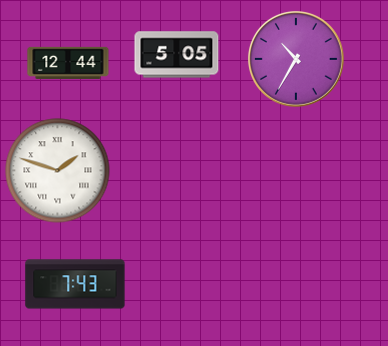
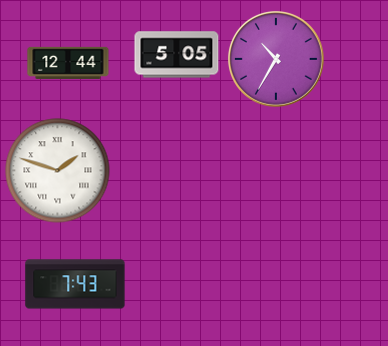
clock at (296, 59) position: (296, 59) -> (276, 59)
